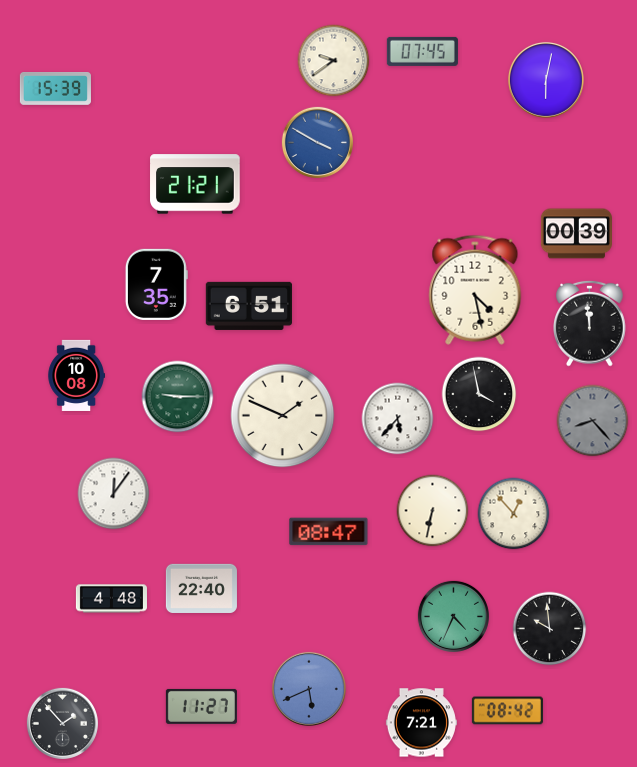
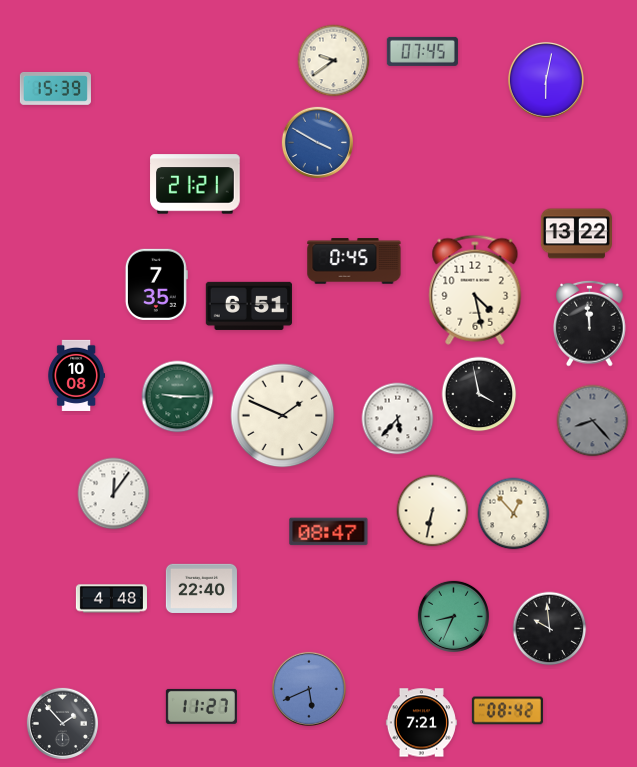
clock at (576, 234): 00:39 -> 13:22
clock at (354, 261): none -> 0:45
clock at (453, 616): 4:34 -> 8:34
